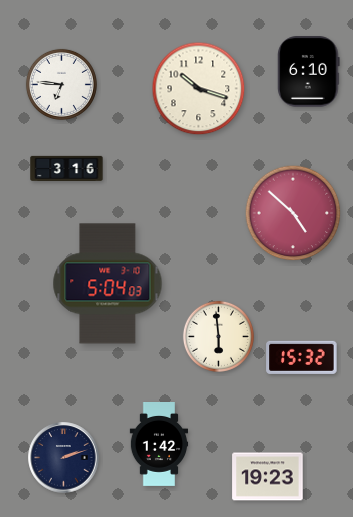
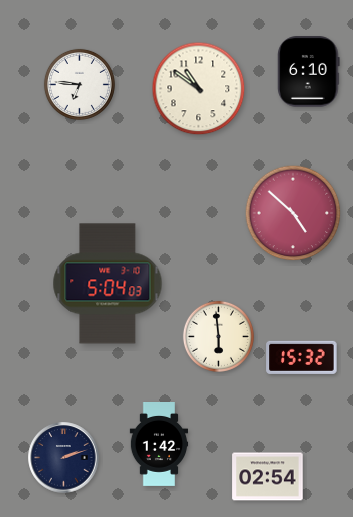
clock at (61, 84) position: (61, 84) -> (79, 84)
clock at (199, 89): 10:18 -> 10:51
clock at (67, 168): 3:16 -> none
clock at (268, 477): 19:23 -> 02:54
